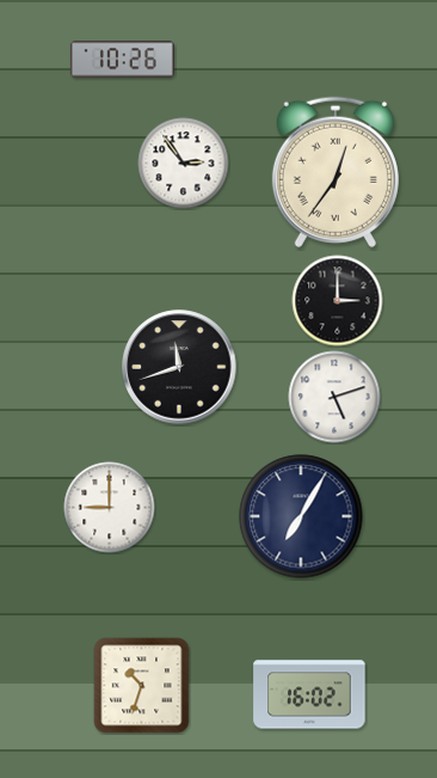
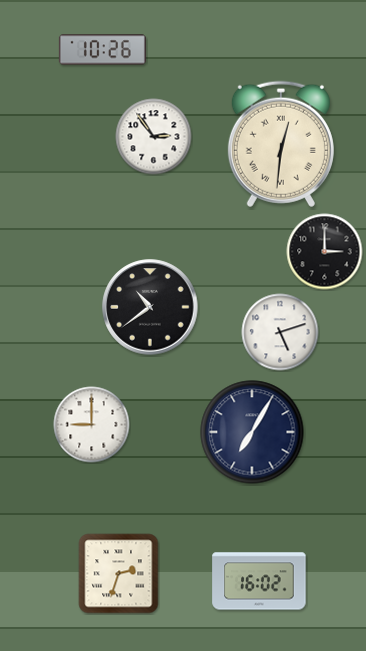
clock at (336, 172): 12:36 -> 12:31
clock at (338, 301) position: (338, 301) -> (325, 252)
clock at (179, 367): 11:42 -> 10:39
clock at (142, 686): 10:33 -> 2:33
